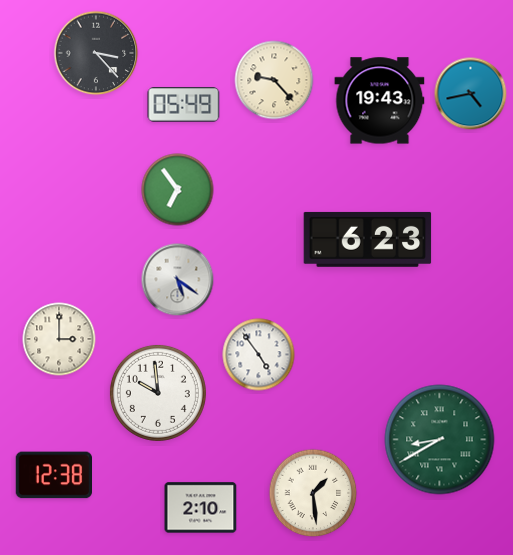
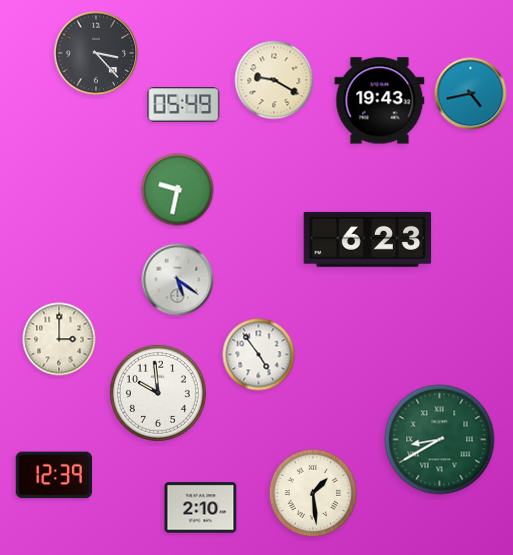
clock at (274, 80): 9:23 -> 9:20
clock at (178, 190): 6:54 -> 9:32
clock at (53, 475): 12:38 -> 12:39
